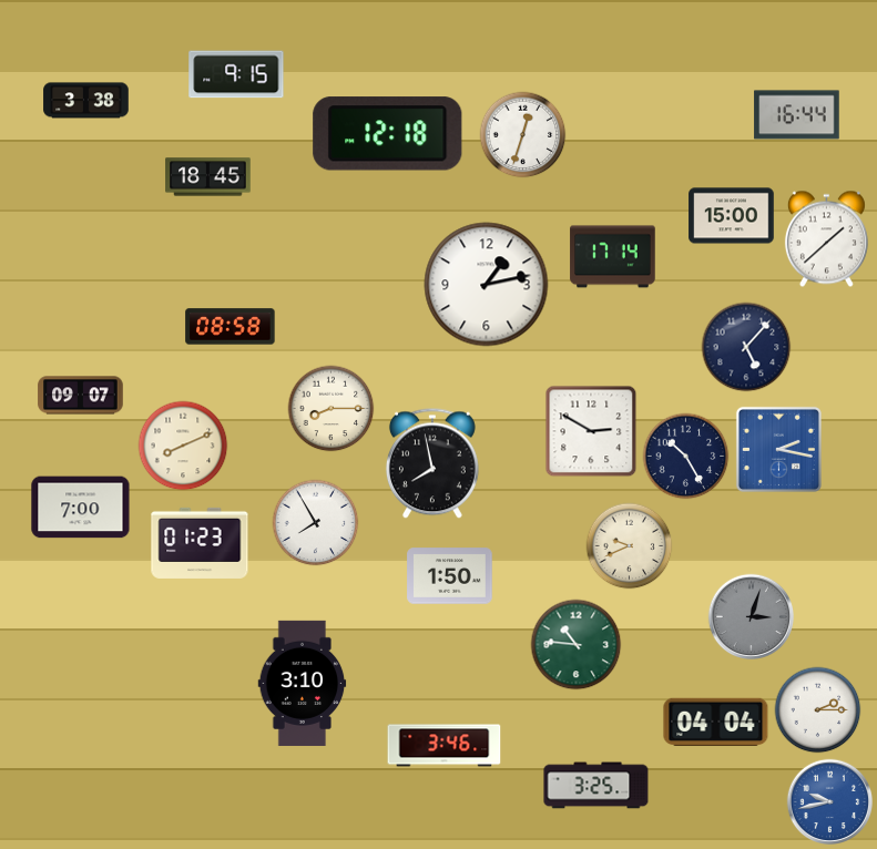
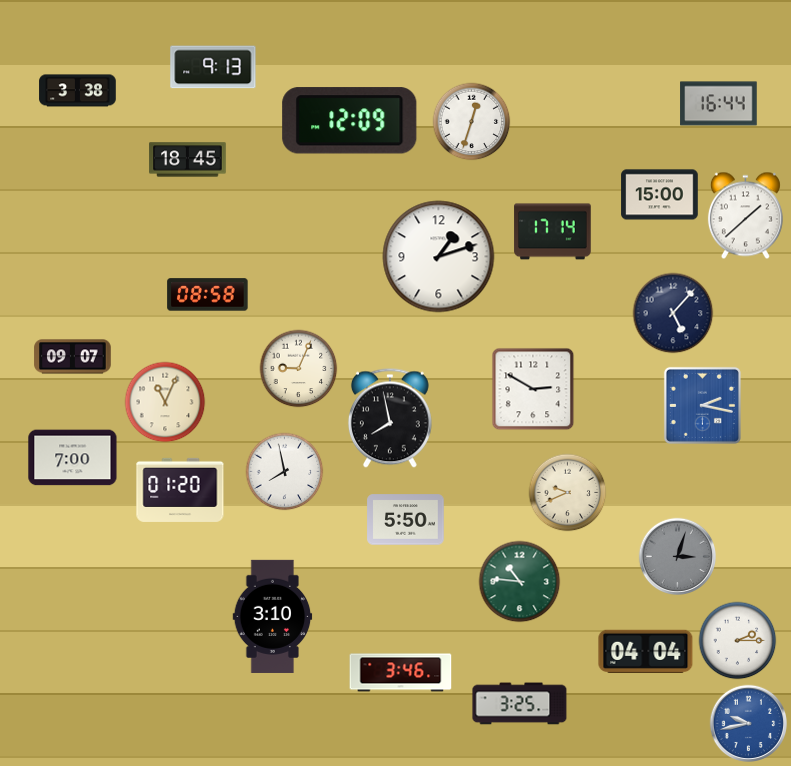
clock at (236, 74): 9:15 -> 9:13
clock at (388, 134): 12:18 -> 12:09
clock at (487, 285): 1:13 -> 1:12
clock at (330, 408): 8:15 -> 9:04
clock at (183, 446): 8:11 -> 11:04
clock at (685, 456): 10:25 -> none
clock at (315, 522): 7:55 -> 7:58
clock at (200, 543): 01:23 -> 01:20
clock at (450, 576): 1:50 -> 5:50
clock at (596, 786) position: (596, 786) -> (520, 704)
